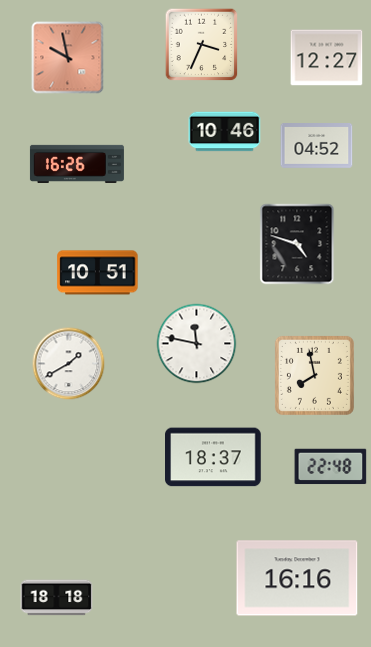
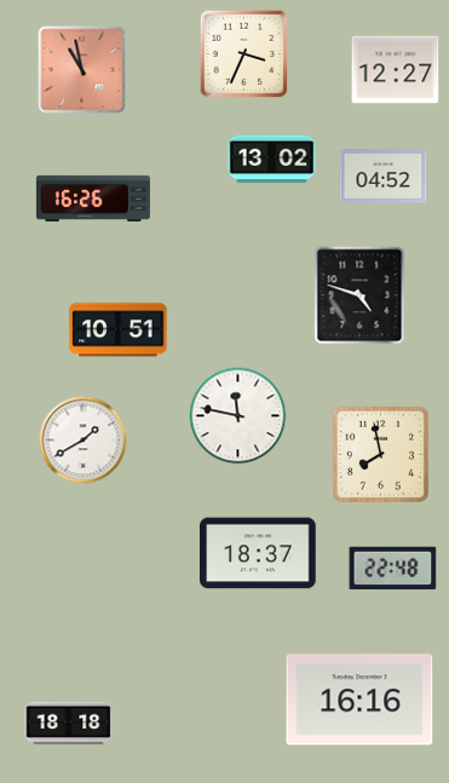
clock at (68, 58): 9:58 -> 10:58
clock at (225, 132): 10:46 -> 13:02
clock at (331, 467) position: (331, 467) -> (393, 569)
